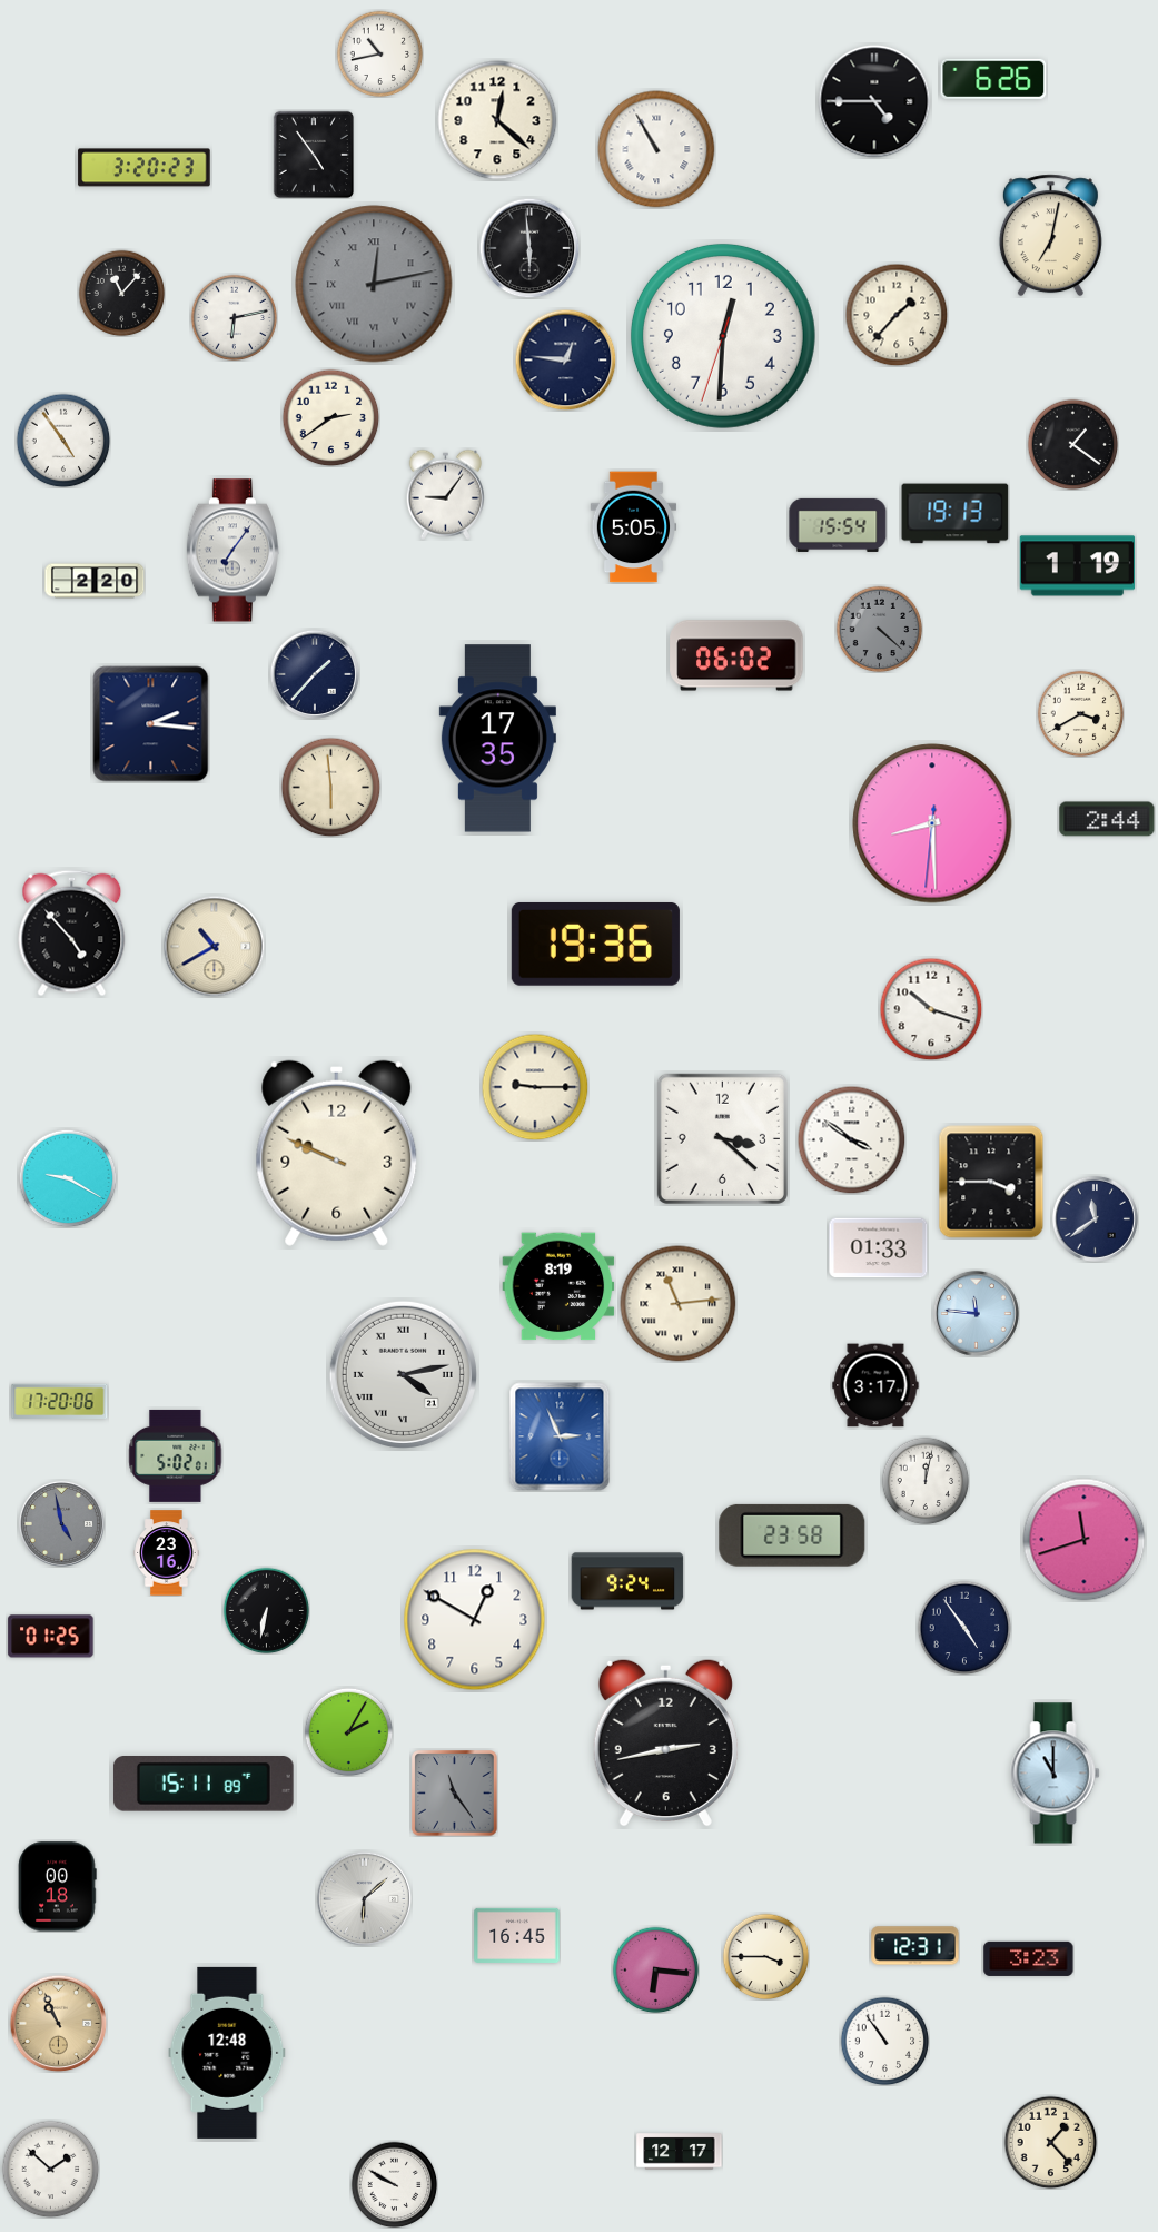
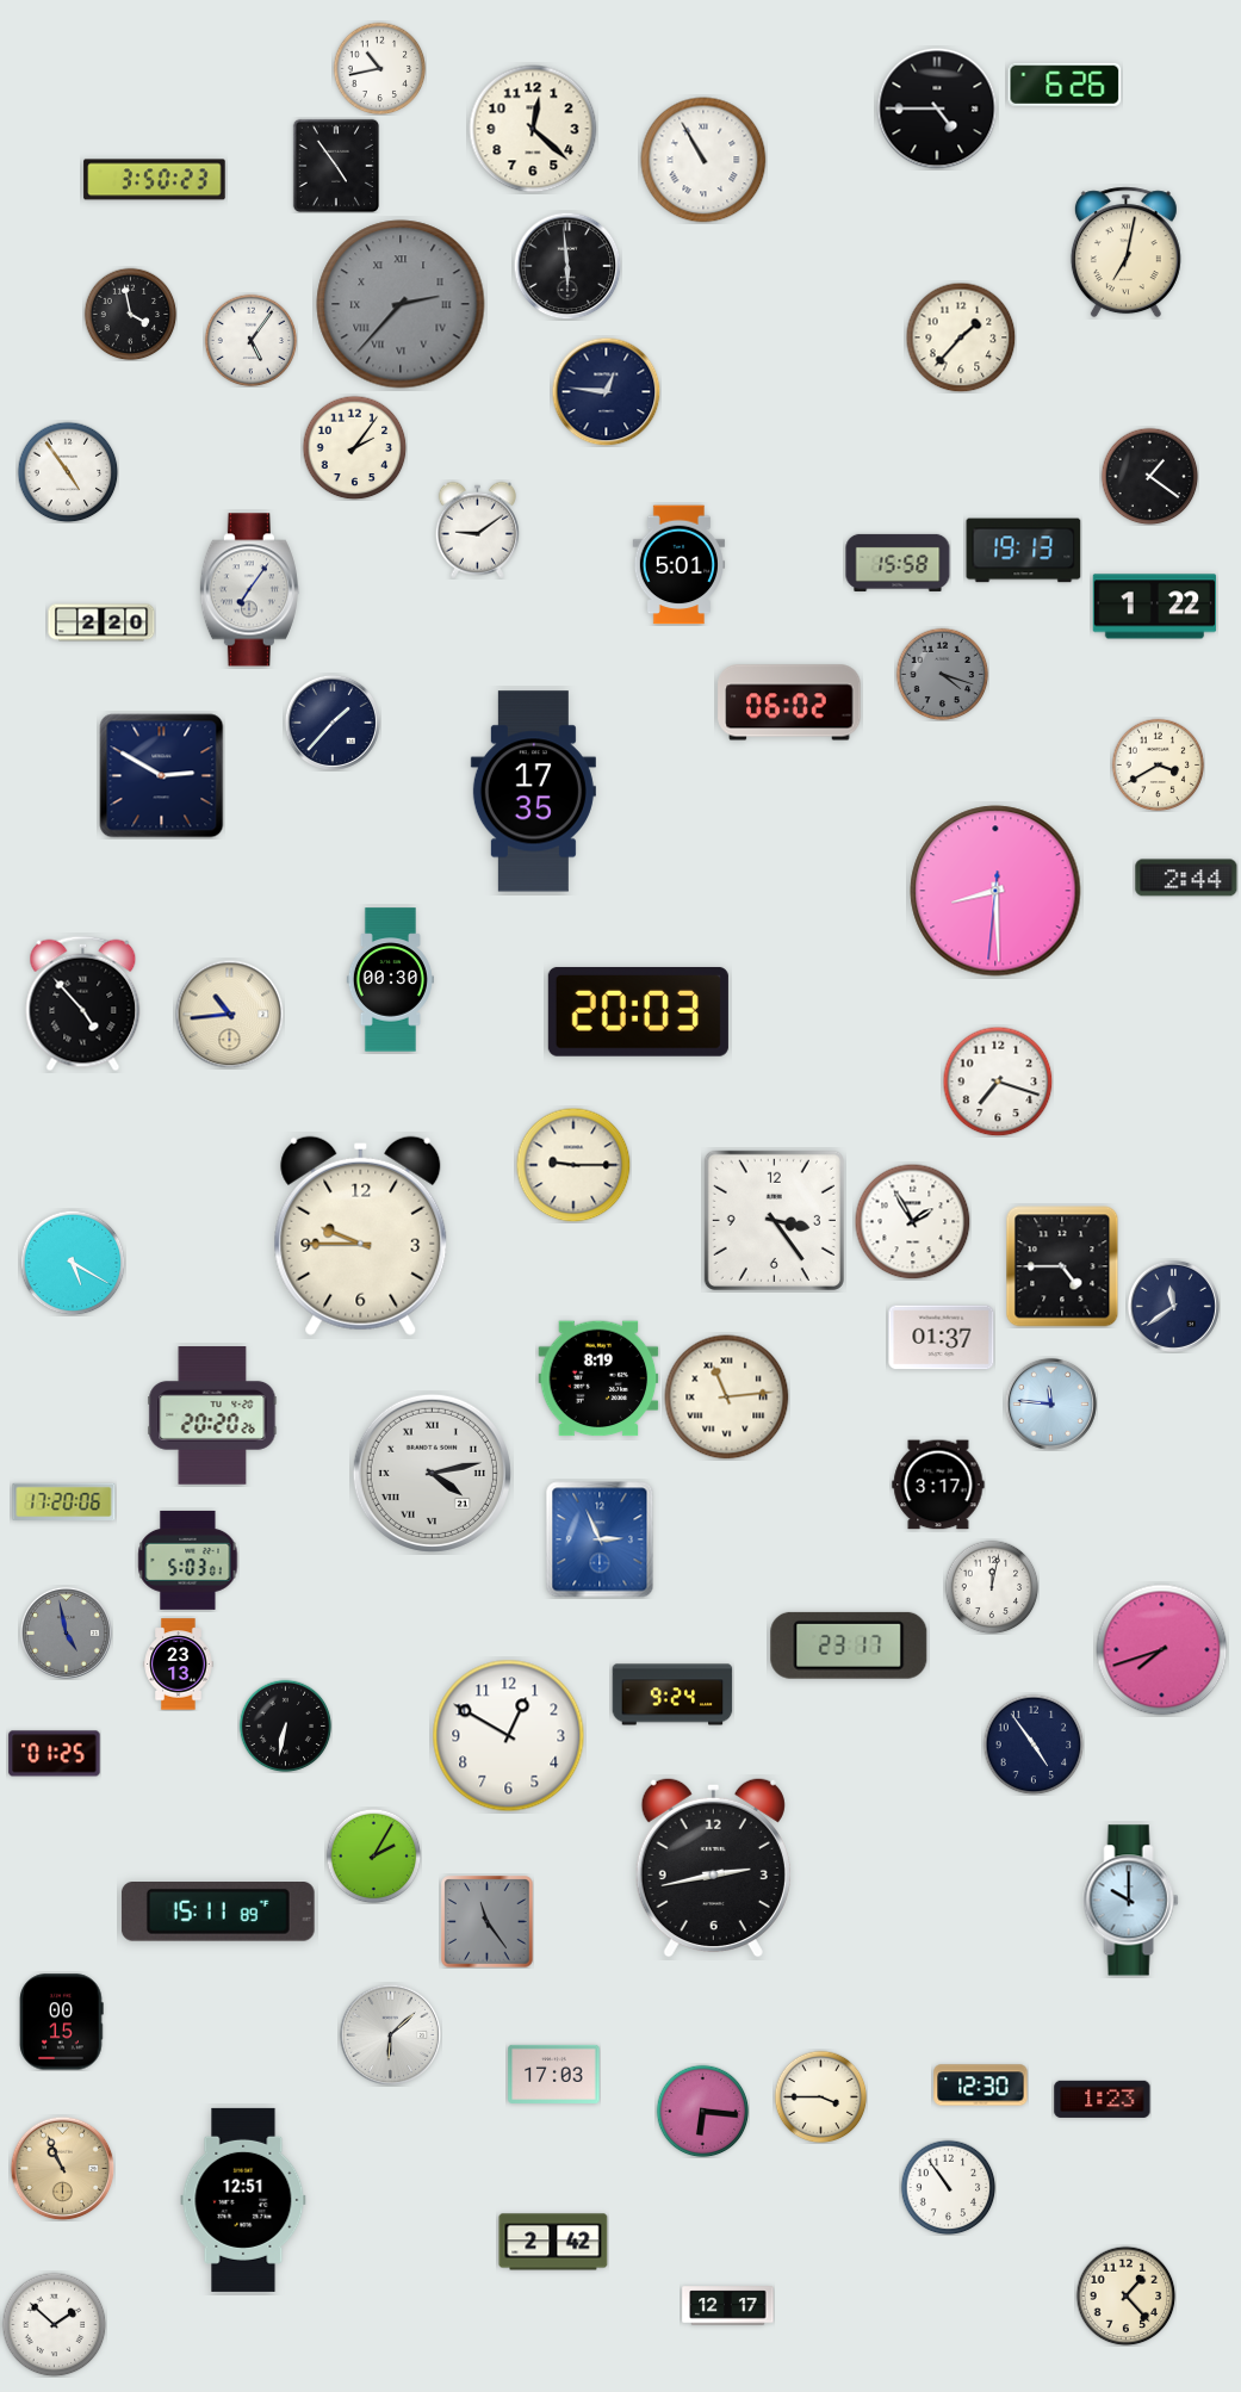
clock at (379, 53) position: (379, 53) -> (379, 68)
clock at (145, 168): 3:20 -> 3:50
clock at (374, 284): 12:13 -> 2:37
clock at (121, 293): 11:07 -> 3:58
clock at (234, 317): 6:13 -> 5:06
clock at (723, 336): 12:30 -> none
clock at (565, 359) position: (565, 359) -> (606, 391)
clock at (330, 417): 2:39 -> 2:06
clock at (445, 494): 9:06 -> 9:09
clock at (838, 525): 15:54 -> 15:58
clock at (634, 527): 5:05 -> 5:01
clock at (1078, 566): 1:19 -> 1:22
clock at (879, 629): 4:22 -> 4:18
clock at (315, 674) position: (315, 674) -> (333, 723)
clock at (151, 724): 2:16 -> 2:50
clock at (330, 787): 5:59 -> none
clock at (932, 823) position: (932, 823) -> (995, 891)
clock at (390, 980): none -> 00:30
clock at (72, 934) position: (72, 934) -> (83, 1004)
clock at (595, 944): 19:36 -> 20:03
clock at (214, 946): 10:40 -> 10:44
clock at (931, 1009): 10:18 -> 7:18
clock at (722, 1138): 3:22 -> 3:24
clock at (851, 1139): 3:51 -> 1:55
clock at (337, 1153): 9:49 -> 9:45
clock at (68, 1178): 9:20 -> 5:20
clock at (991, 1182): 3:45 -> 4:45
clock at (879, 1248): 01:33 -> 01:37
clock at (976, 1313) position: (976, 1313) -> (1050, 1403)
clock at (212, 1415): none -> 20:20
clock at (176, 1455): 5:02 -> 5:03
clock at (792, 1535): 23:58 -> 23:17
clock at (1085, 1540): 11:42 -> 7:42
clock at (167, 1553): 23:16 -> 23:13
clock at (1056, 1774): 11:00 -> 10:00
clock at (58, 1887): 00:18 -> 00:15
clock at (517, 1935): 16:45 -> 17:03
clock at (915, 1946): 12:31 -> 12:30
clock at (1029, 1958): 3:23 -> 1:23
clock at (227, 2053): 12:48 -> 12:51
clock at (553, 2242): none -> 2:42
clock at (394, 2184): 9:50 -> none
